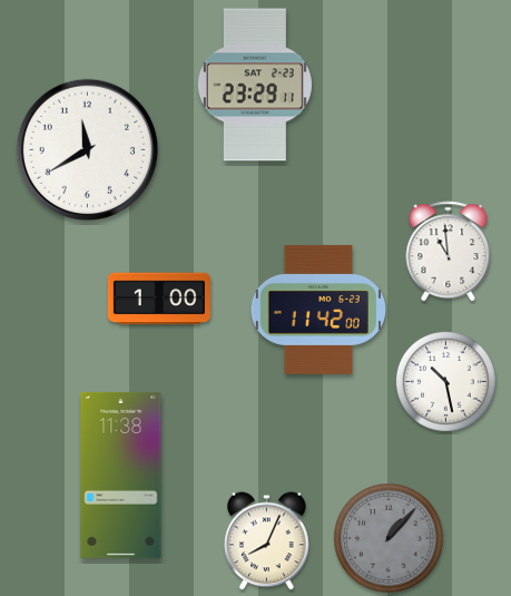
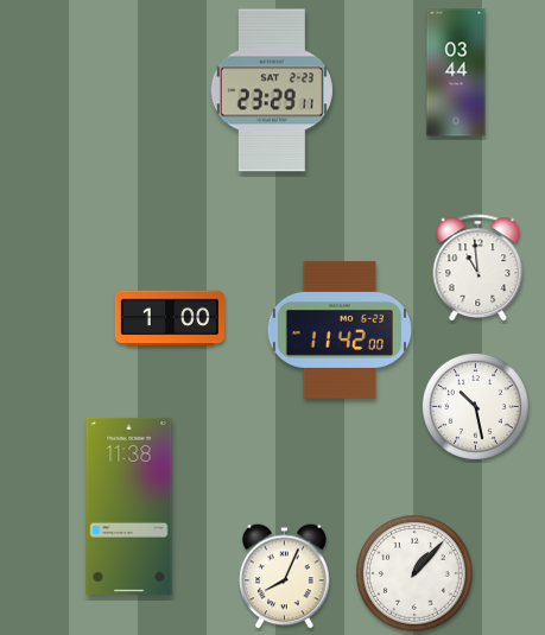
clock at (456, 72): none -> 03:44
clock at (87, 149): 11:40 -> none
clock at (390, 539) dial: grey -> white
